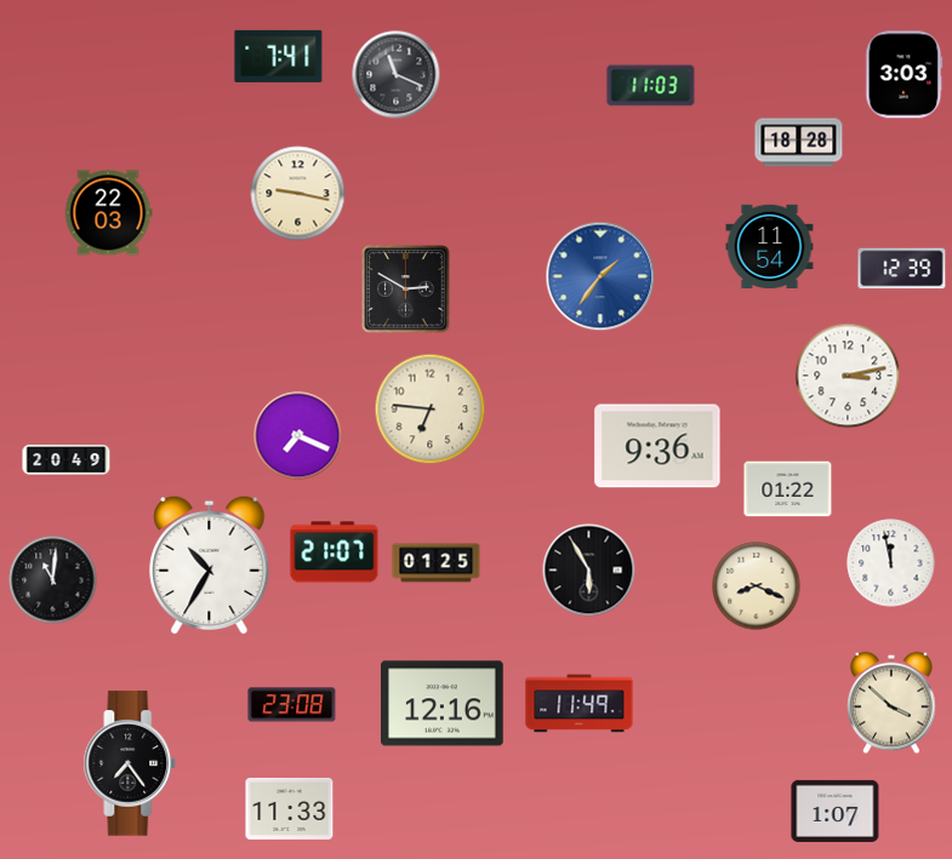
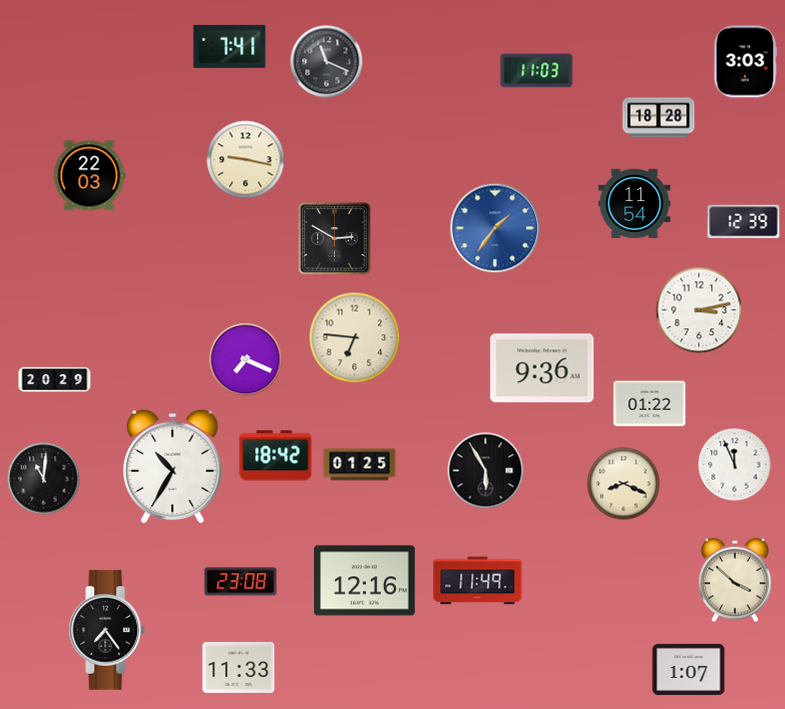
clock at (67, 460): 20:49 -> 20:29
clock at (335, 552): 21:07 -> 18:42
clock at (891, 563): 11:58 -> 11:56
